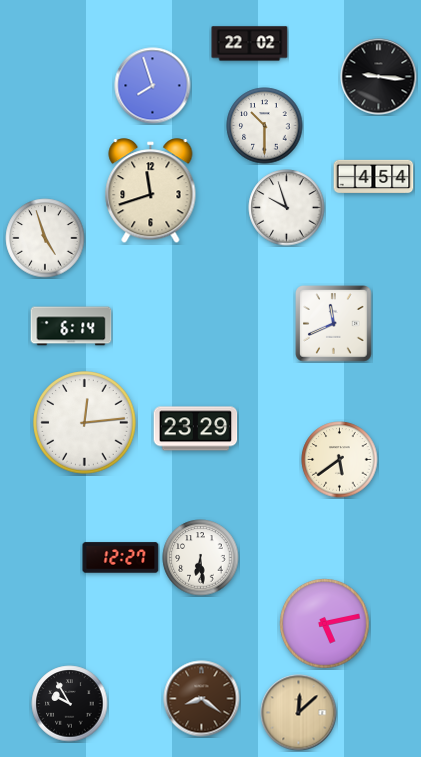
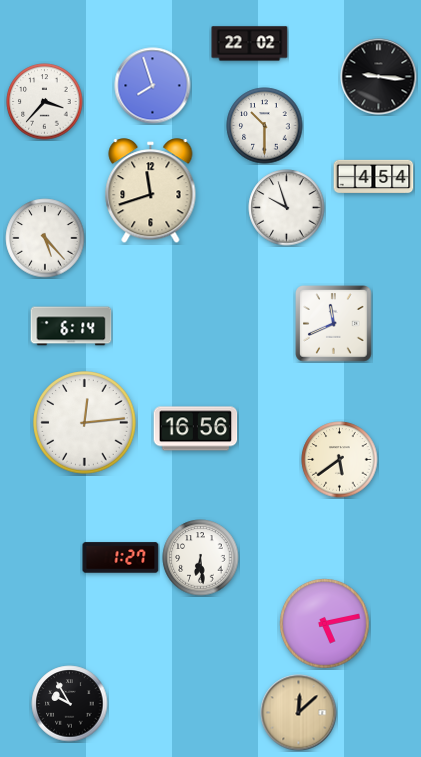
clock at (45, 102): none -> 3:37
clock at (45, 238): 4:57 -> 5:23
clock at (196, 429): 23:29 -> 16:56
clock at (121, 558): 12:27 -> 1:27
clock at (202, 699): 8:21 -> none
